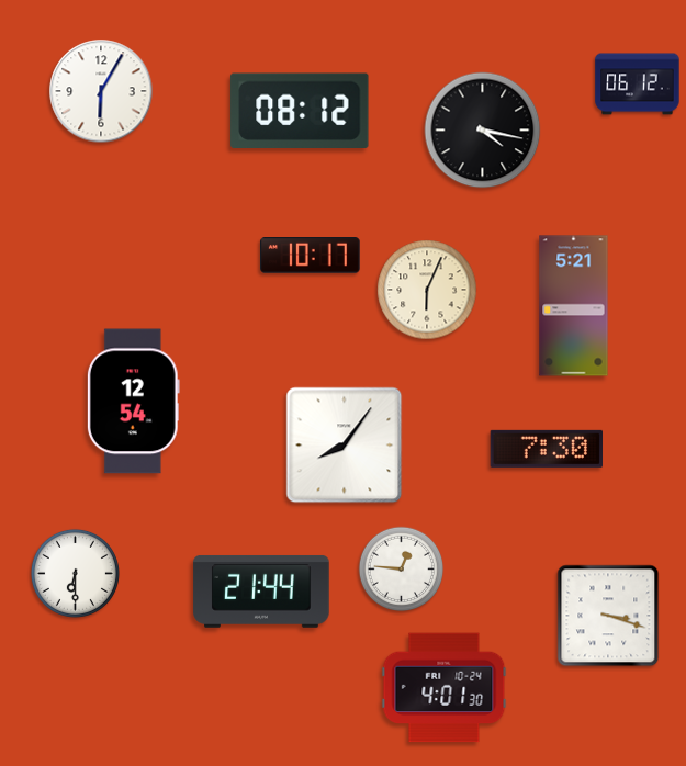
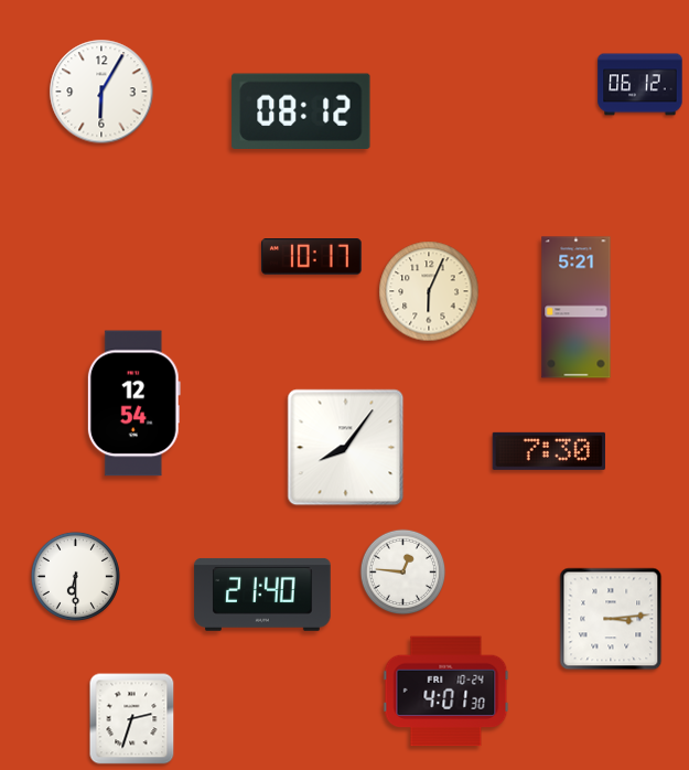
clock at (483, 131): 4:17 -> none
clock at (261, 592): 21:44 -> 21:40
clock at (608, 616): 3:18 -> 3:14
clock at (132, 719): none -> 2:33
